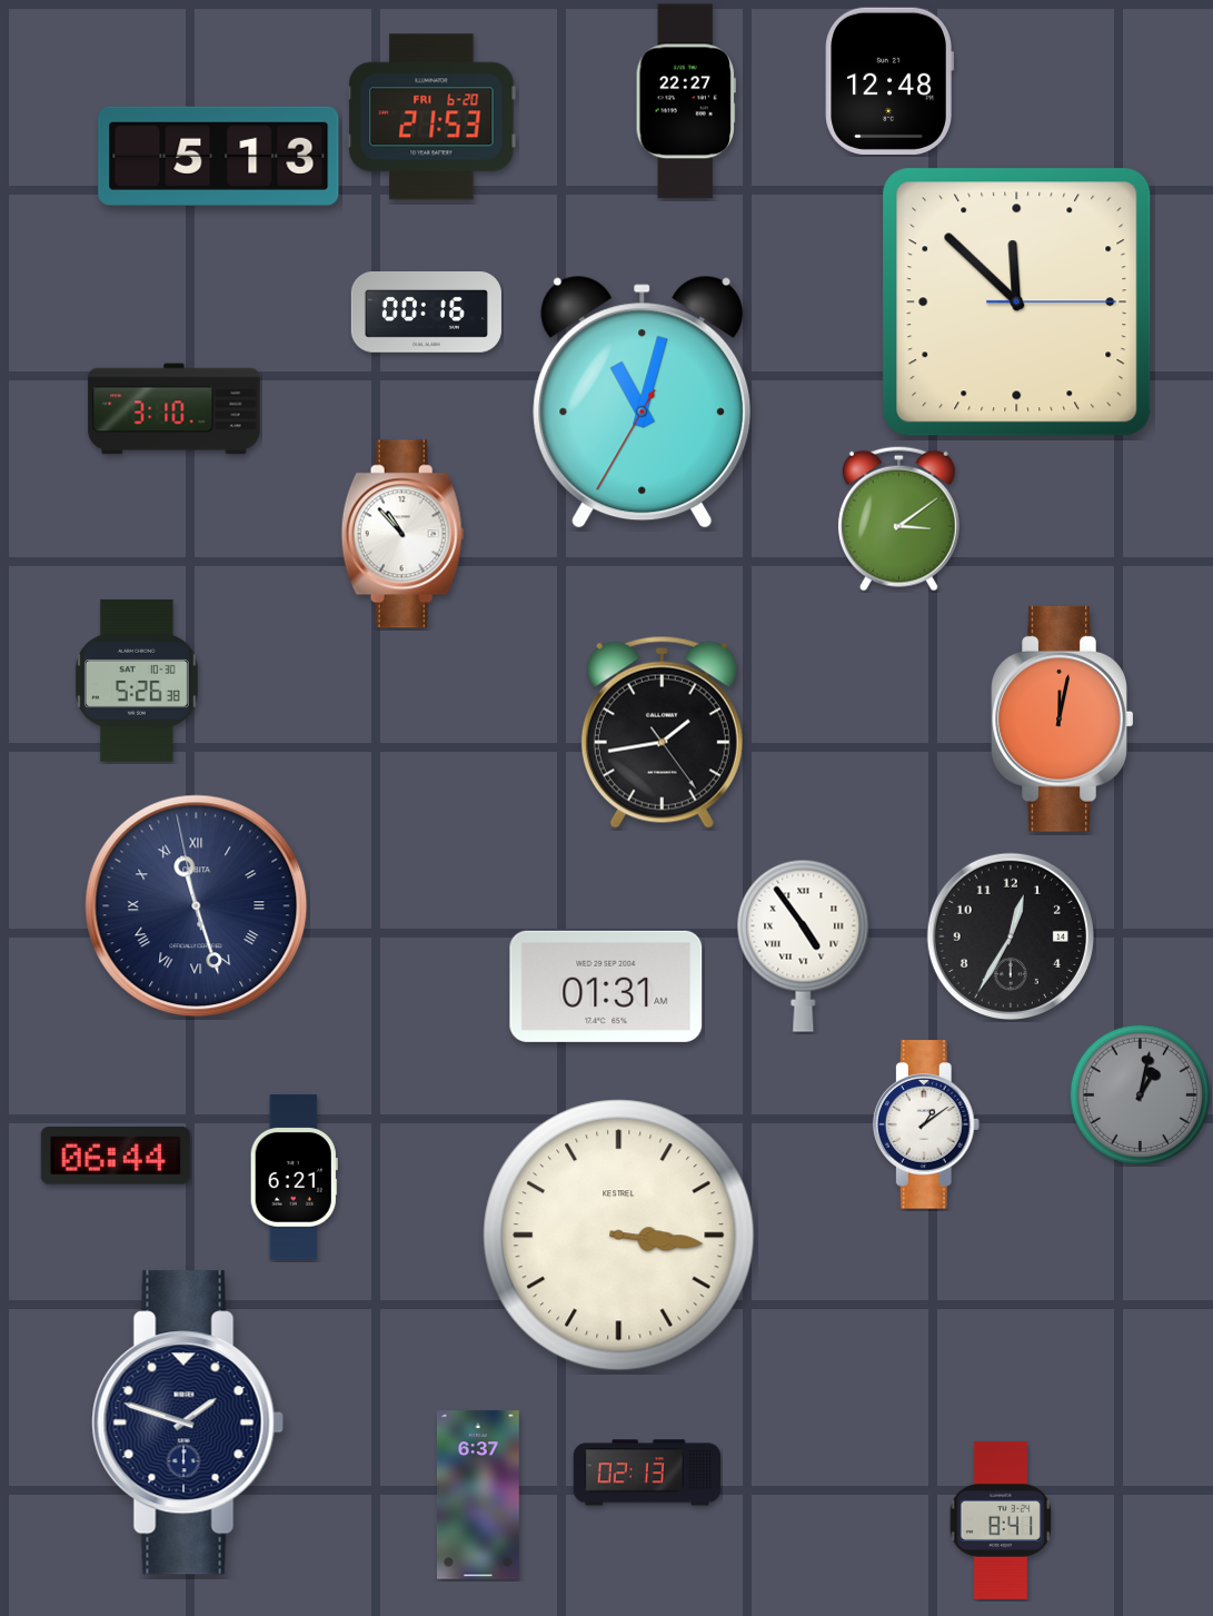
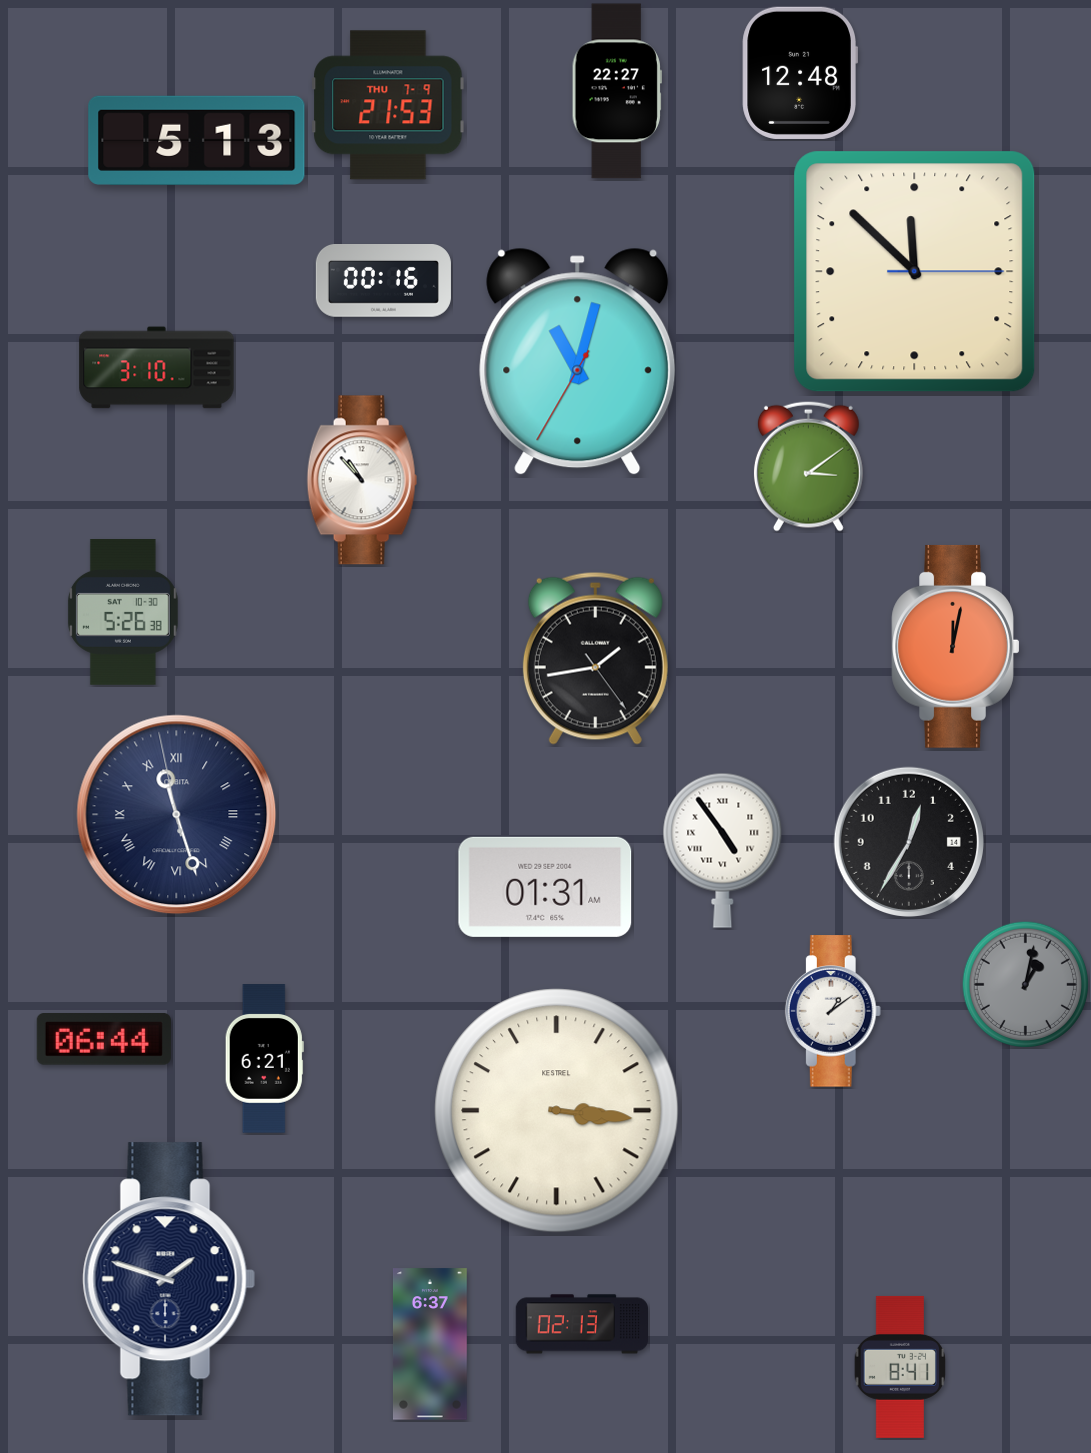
clock at (431, 117) date: FRI 6-20 -> THU 7-9
